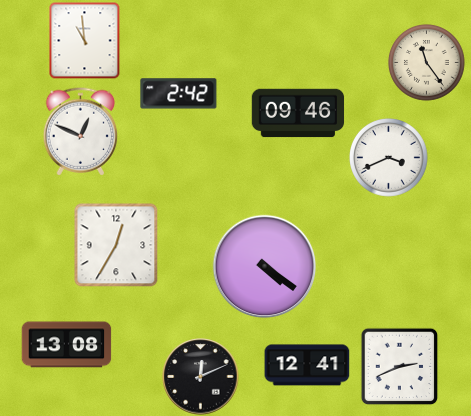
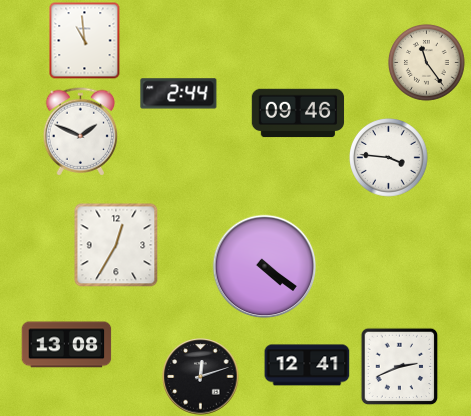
clock at (179, 94): 2:42 -> 2:44
clock at (81, 132): 12:49 -> 1:49
clock at (389, 158): 3:41 -> 3:46
clock at (201, 377): 12:11 -> 12:12
